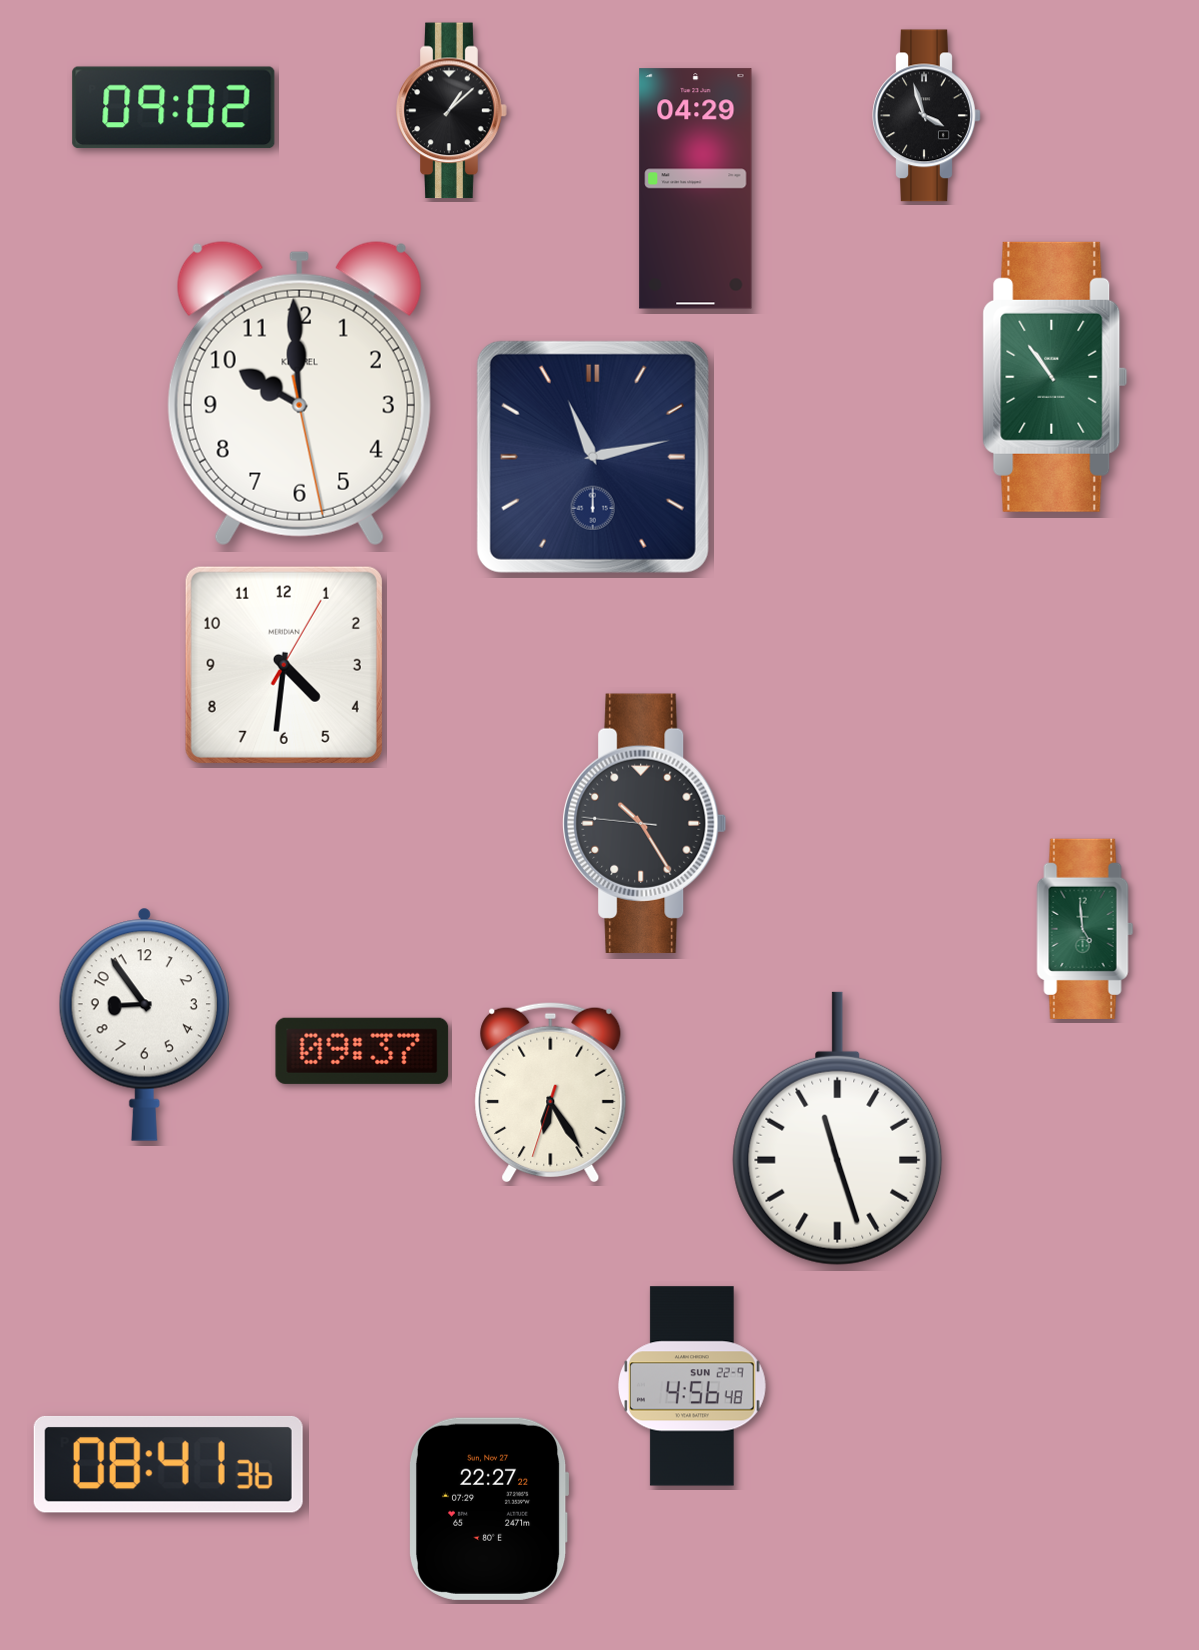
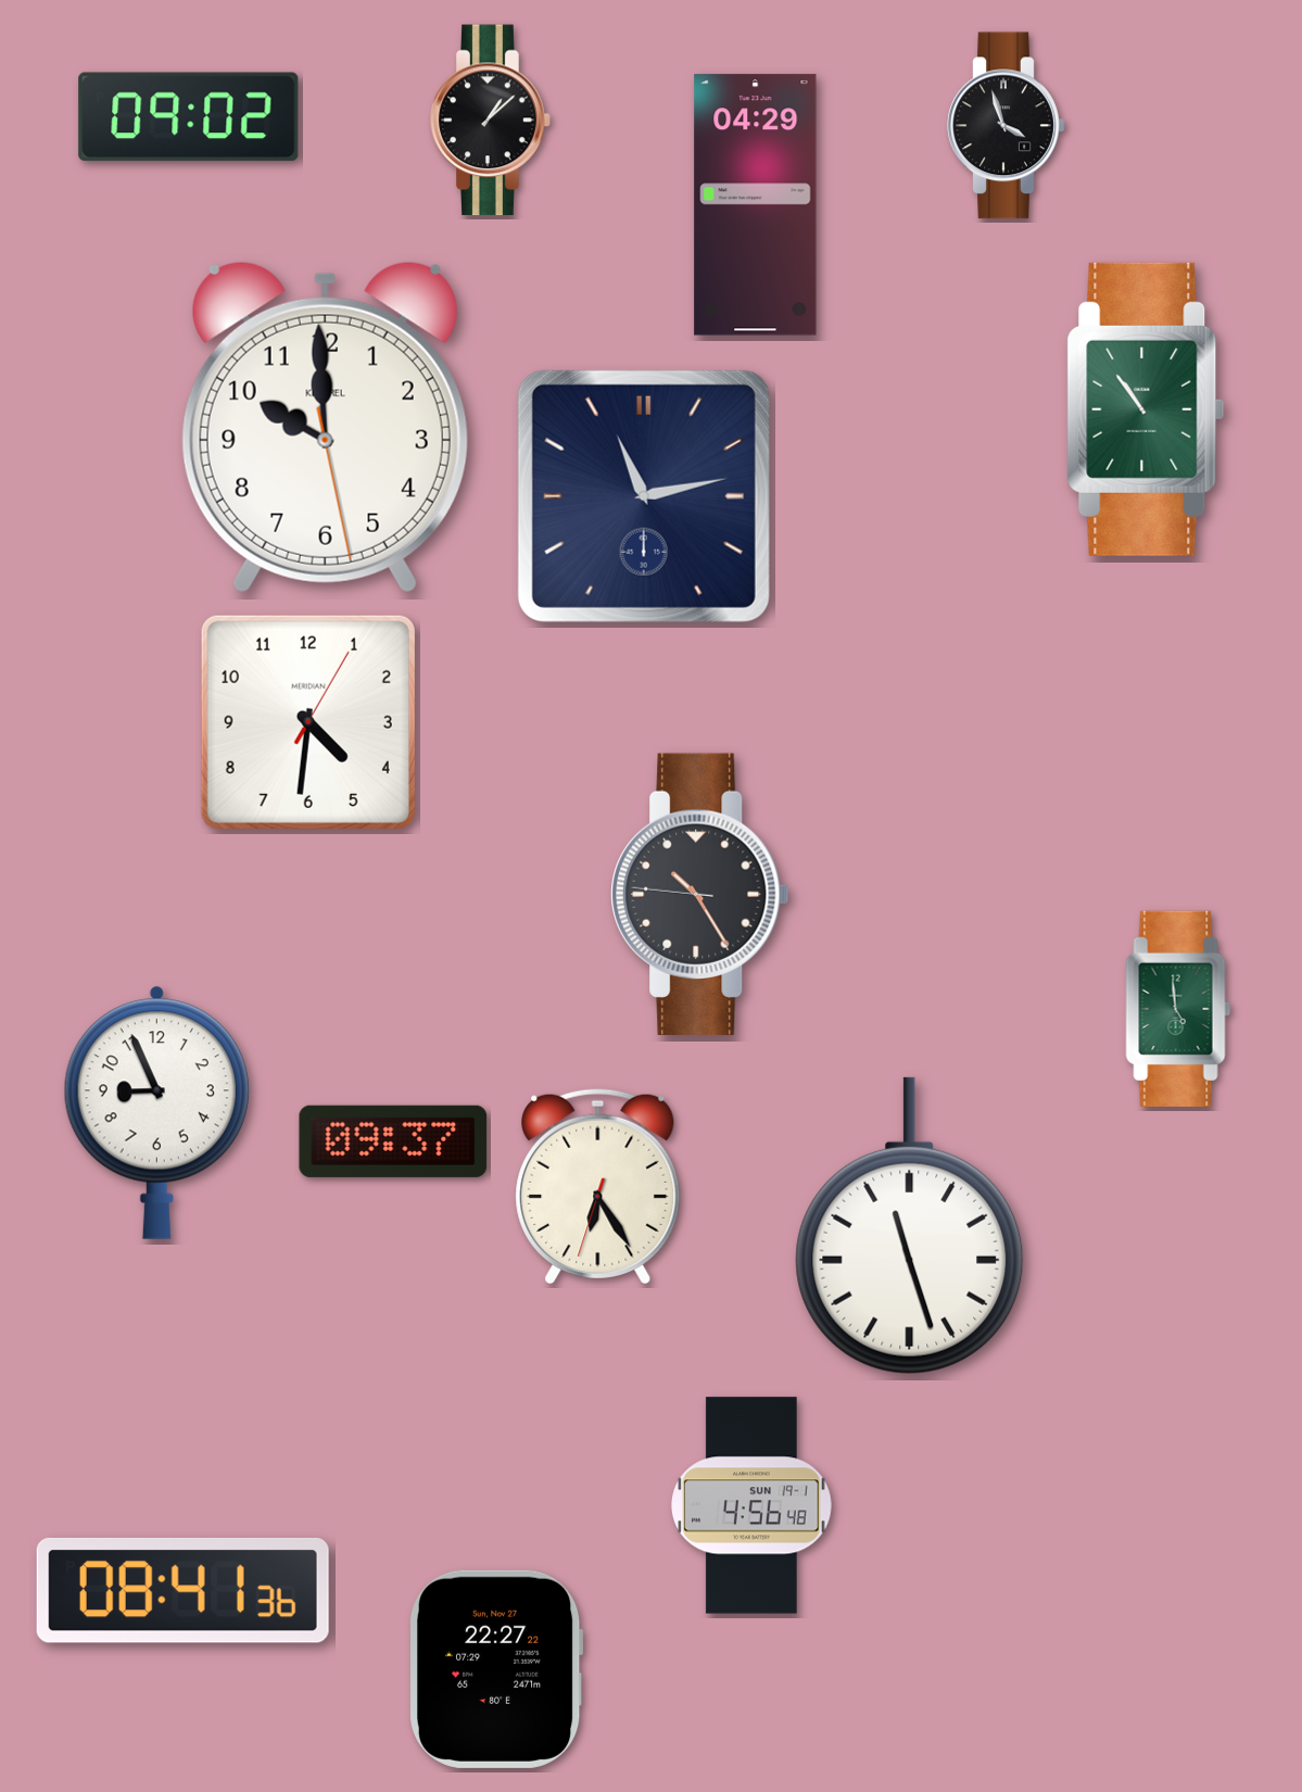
clock at (144, 1024): 8:54 -> 8:56
clock at (693, 1386) date: SUN 22-9 -> SUN 19-1
clock at (490, 1509) position: (490, 1509) -> (497, 1669)
